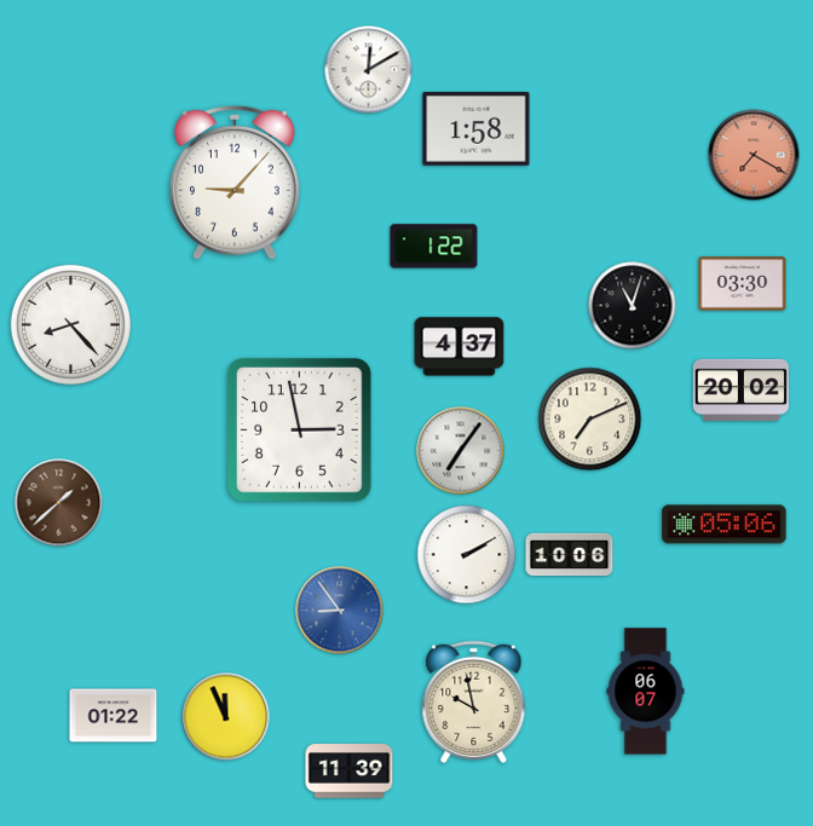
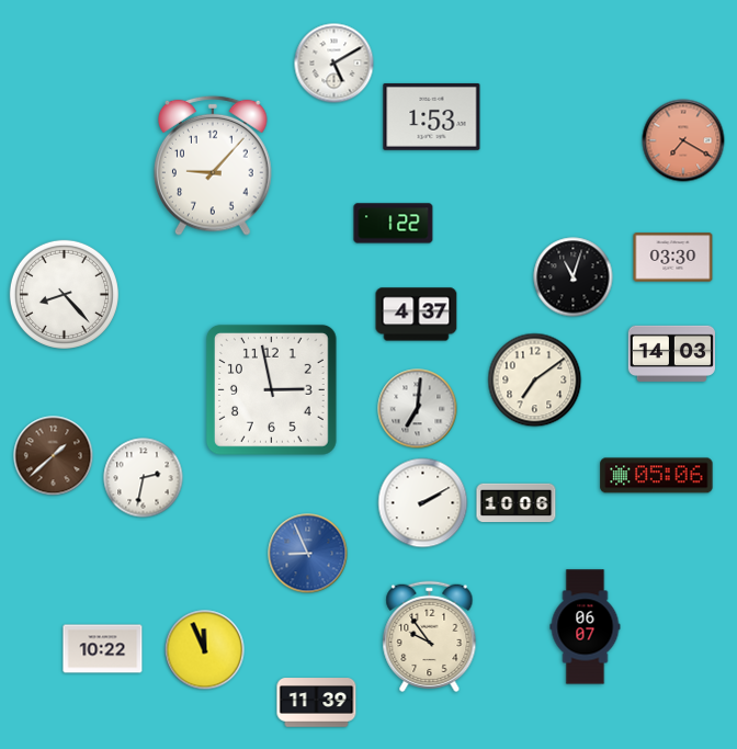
clock at (369, 70): 12:10 -> 5:10
clock at (477, 128): 1:58 -> 1:53
clock at (740, 389): 20:02 -> 14:03
clock at (590, 420): 7:11 -> 7:09
clock at (461, 451): 7:06 -> 7:01
clock at (144, 478): none -> 2:32
clock at (340, 611): 8:54 -> 8:56
clock at (474, 701): 9:58 -> 9:54
clock at (114, 716): 01:22 -> 10:22
clock at (350, 772) position: (350, 772) -> (317, 703)
